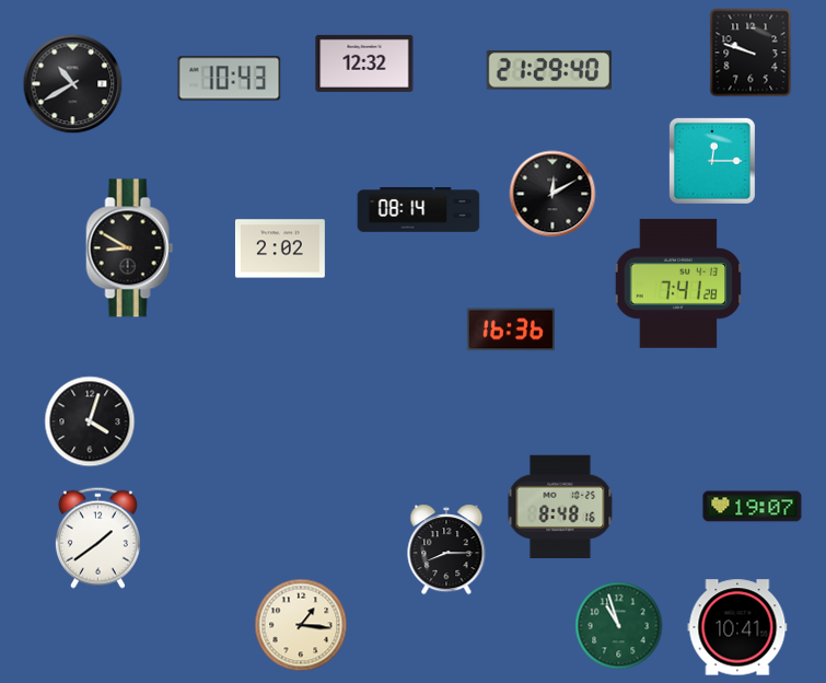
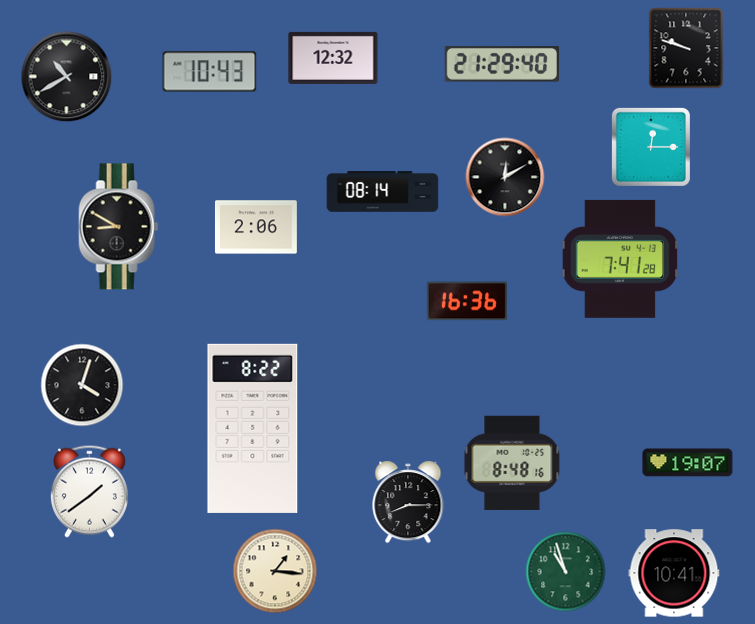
clock at (280, 248): 2:02 -> 2:06
clock at (253, 428): none -> 8:22
